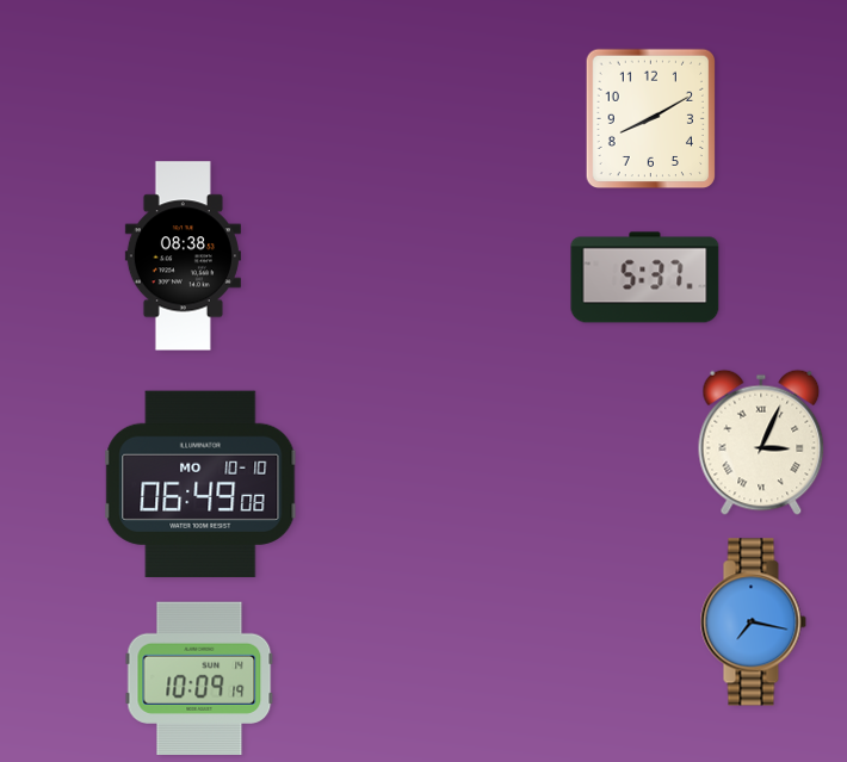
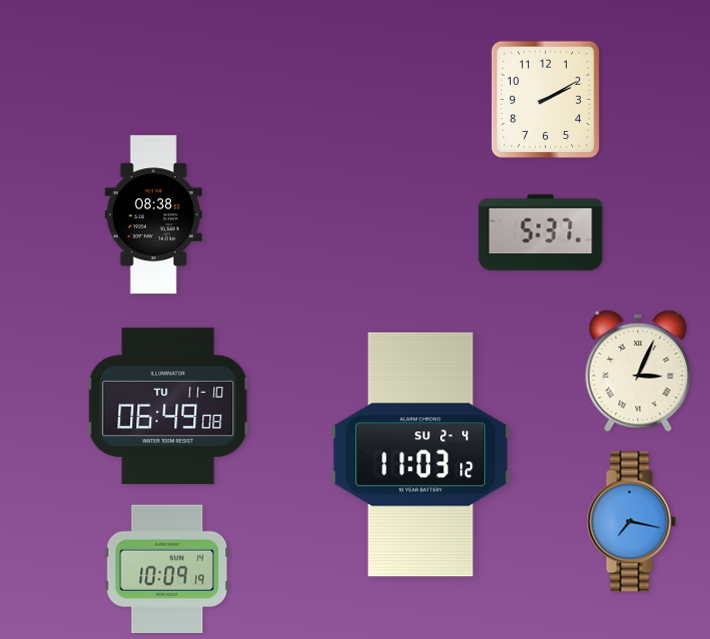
clock at (651, 119): 8:10 -> 2:10
clock at (200, 484) date: MO 10-10 -> TU 11-10
clock at (421, 455): none -> 11:03
